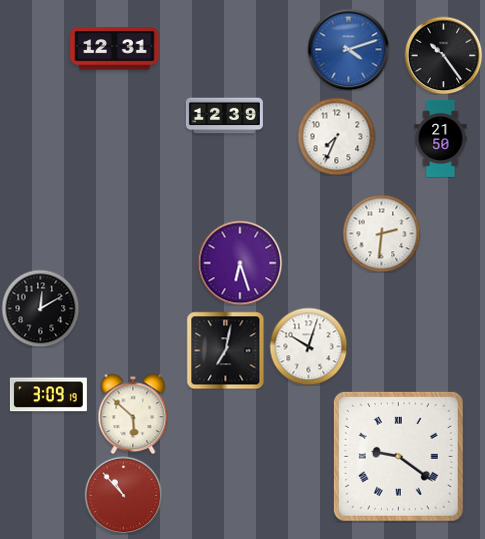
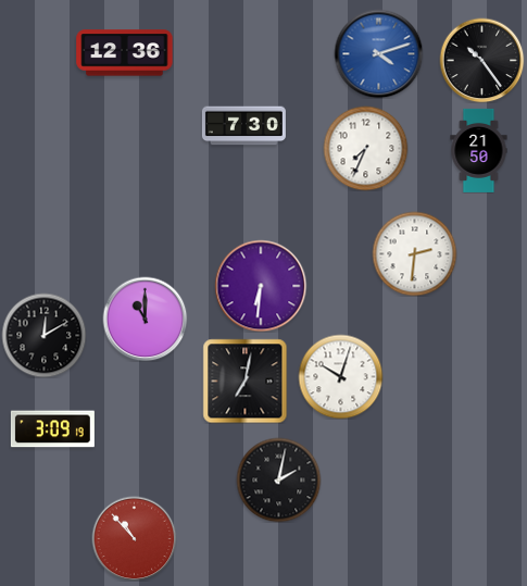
clock at (115, 49): 12:31 -> 12:36
clock at (224, 116): 12:39 -> 7:30
clock at (240, 263): 6:27 -> 6:31
clock at (145, 319): none -> 11:00
clock at (308, 346) position: (308, 346) -> (340, 376)
clock at (133, 414): 5:52 -> none
clock at (278, 479): none -> 2:02
clock at (398, 456): 9:21 -> none
